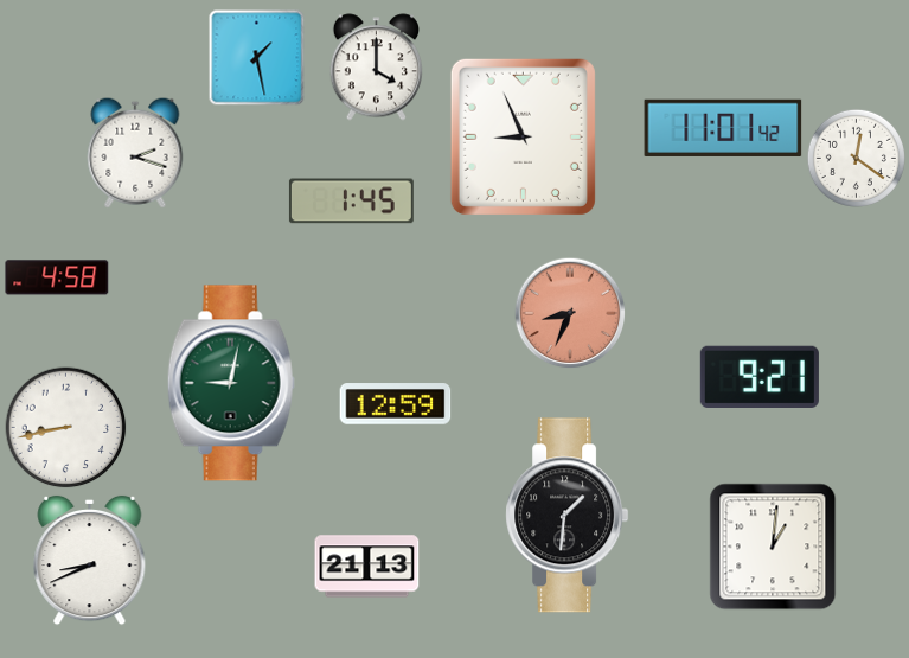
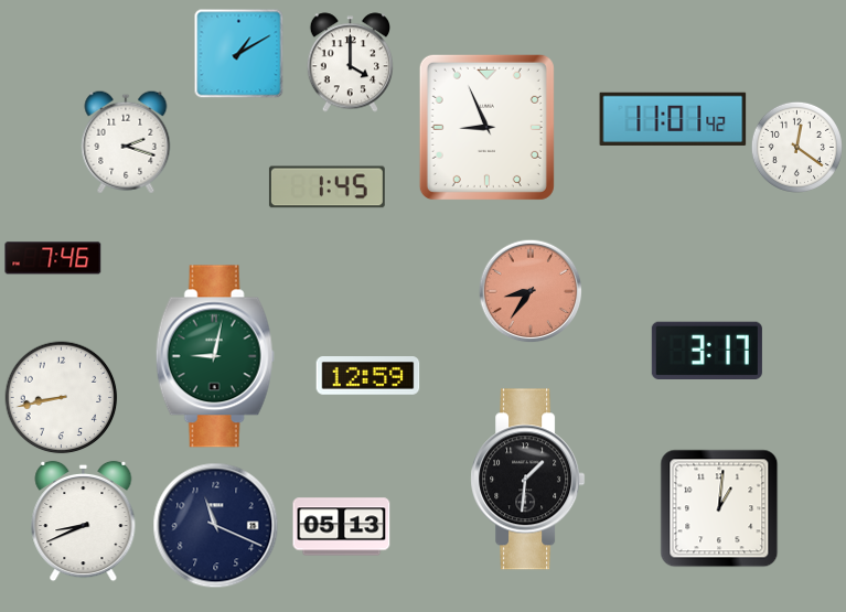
clock at (256, 57): 1:28 -> 1:10
clock at (57, 277): 4:58 -> 7:46
clock at (570, 313): 8:34 -> 8:36
clock at (760, 376): 9:21 -> 3:17
clock at (216, 526): none -> 11:19
clock at (367, 567): 21:13 -> 05:13
